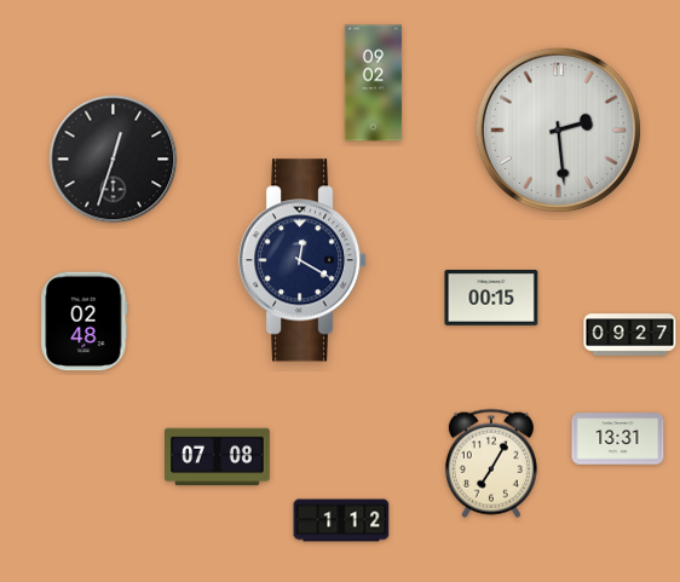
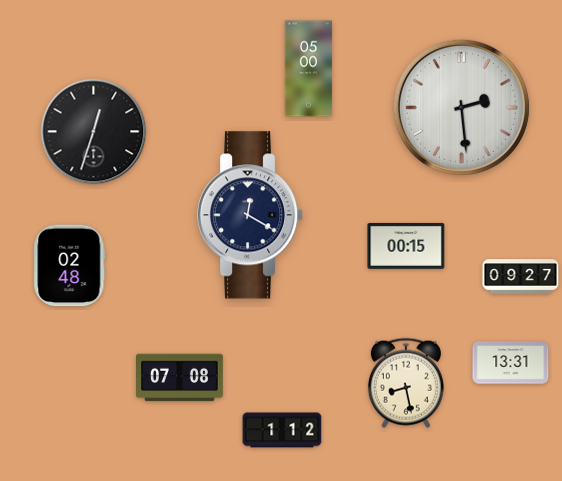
clock at (374, 83): 09:02 -> 05:00
clock at (491, 463): 7:05 -> 8:28
